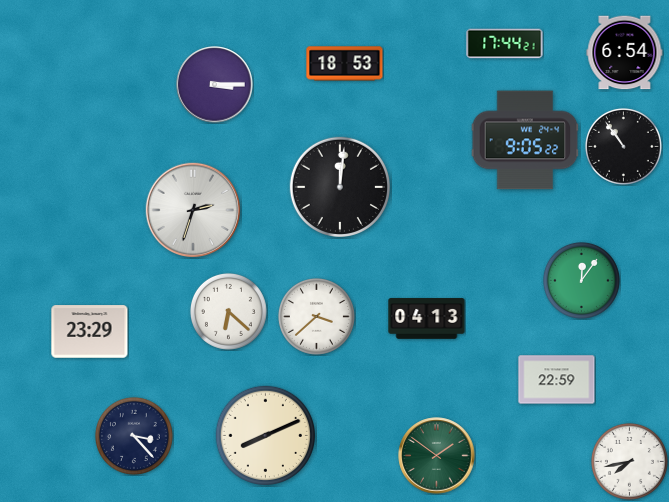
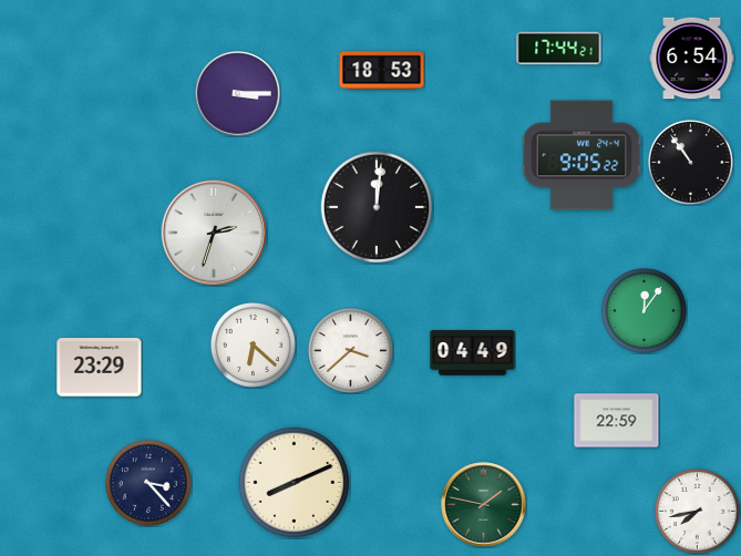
clock at (427, 319): 04:13 -> 04:49
clock at (437, 456): 1:51 -> 1:47
